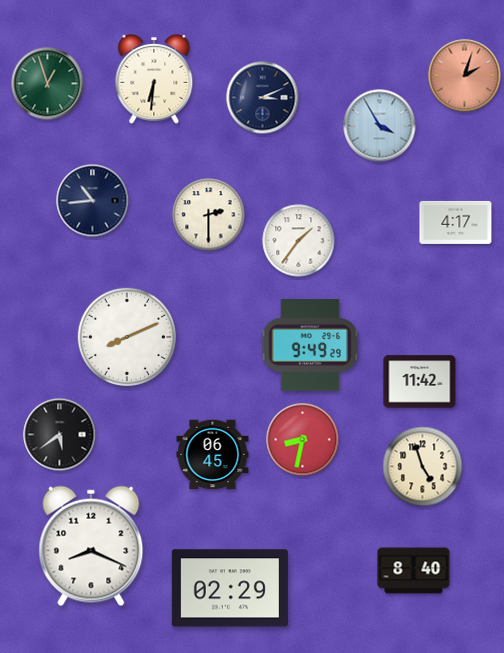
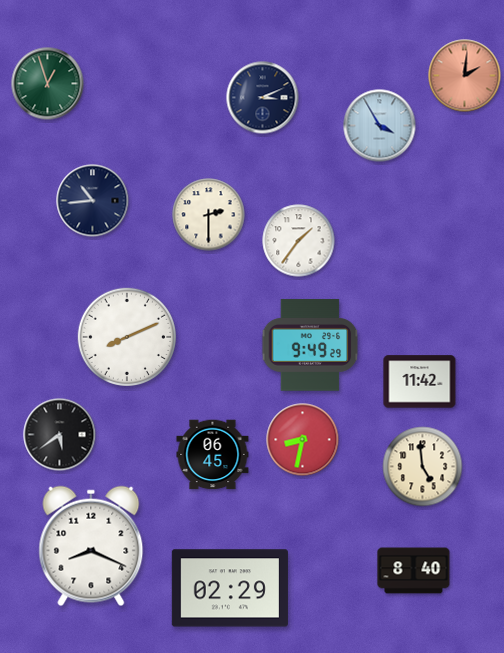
clock at (465, 76): 2:03 -> 2:01
clock at (154, 79): 6:31 -> none
clock at (456, 222): 4:17 -> none
clock at (423, 467): 4:57 -> 4:59
